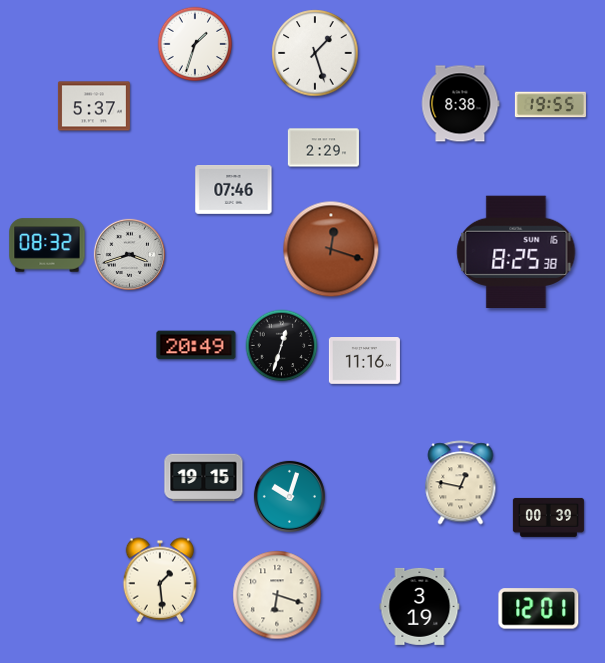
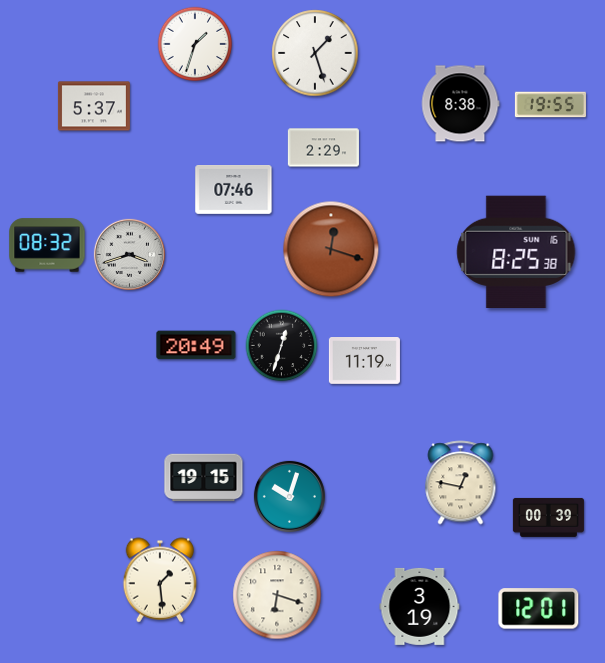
clock at (364, 361): 11:16 -> 11:19
